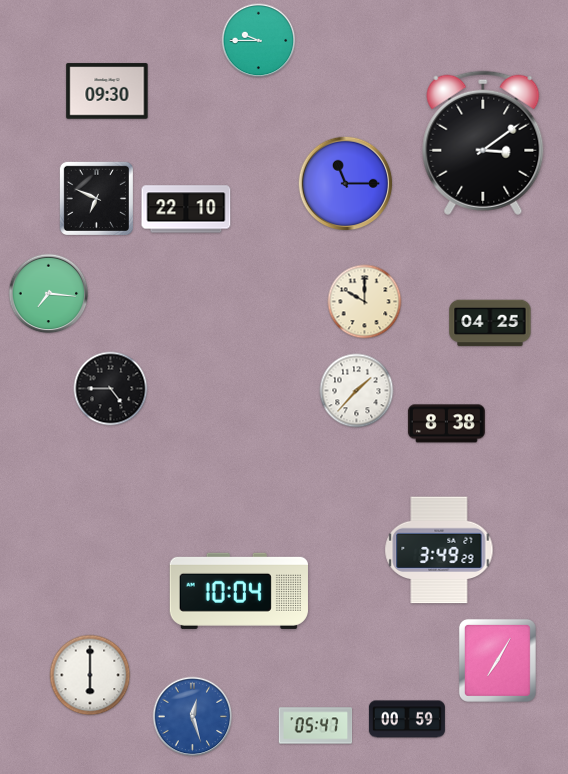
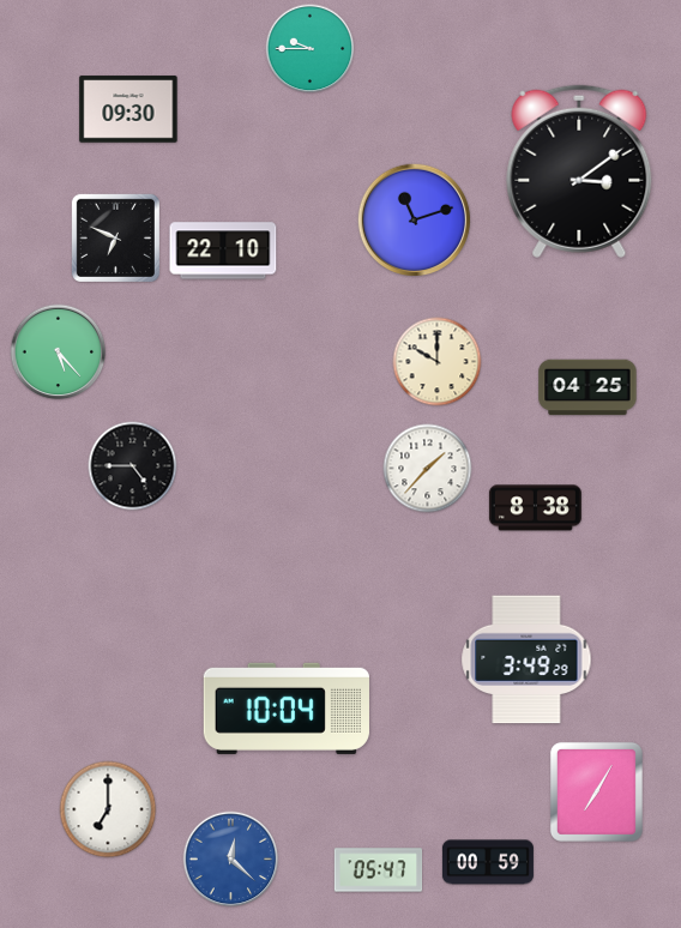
clock at (346, 184): 11:15 -> 11:12
clock at (49, 294): 7:16 -> 5:23
clock at (90, 675): 6:00 -> 7:00
clock at (193, 717): 12:27 -> 12:22
